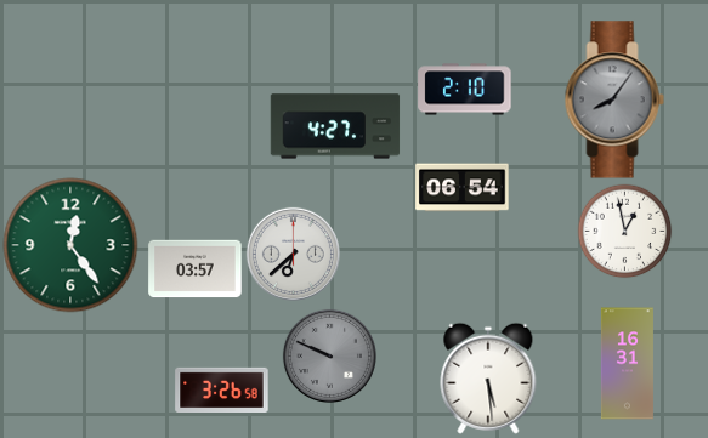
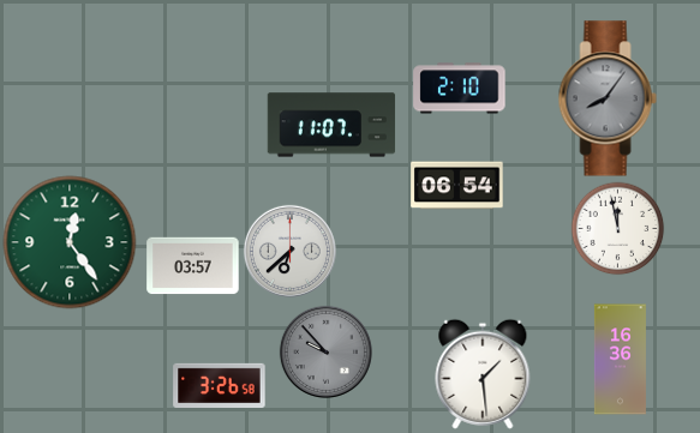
clock at (335, 126): 4:27 -> 11:07
clock at (624, 231): 12:58 -> 11:58
clock at (329, 355): 9:49 -> 9:53
clock at (627, 364): 16:31 -> 16:36
clock at (488, 379): 5:29 -> 1:29
